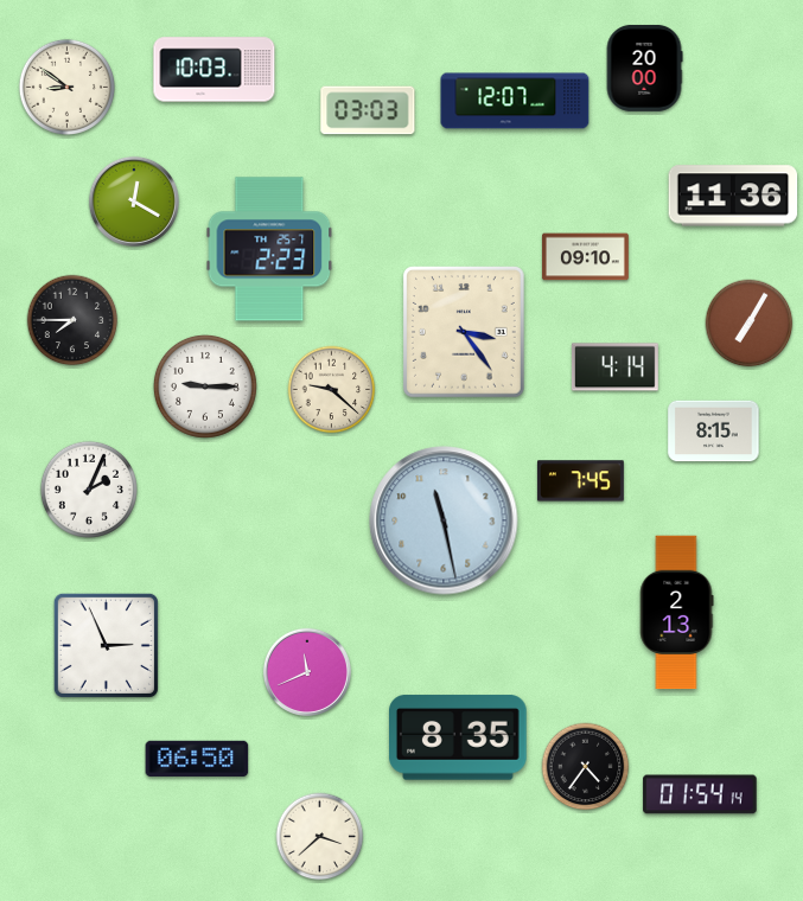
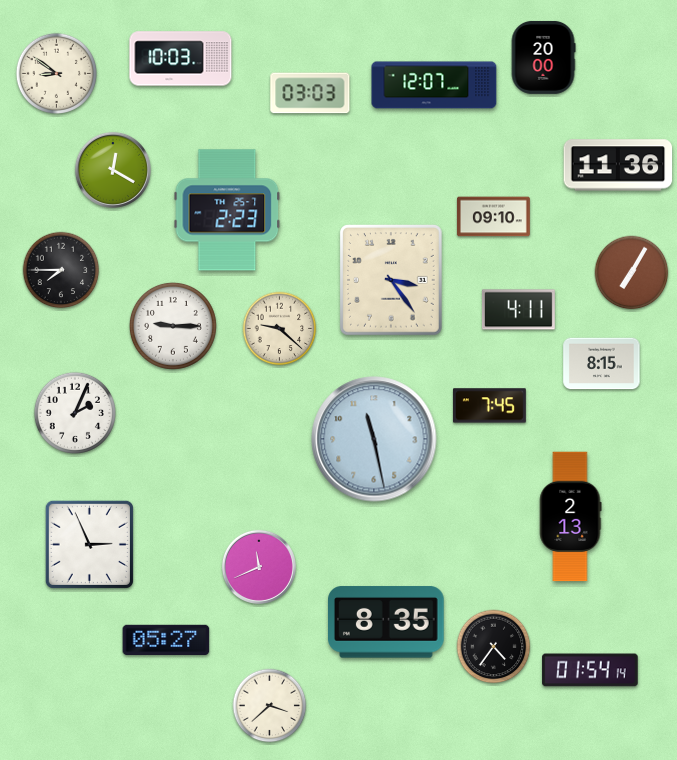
clock at (614, 368): 4:14 -> 4:11
clock at (197, 758): 06:50 -> 05:27
